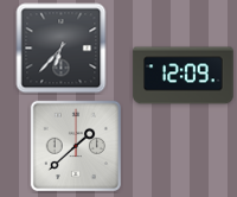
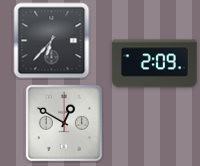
clock at (184, 76): 12:09 -> 2:09
clock at (76, 146): 1:38 -> 12:50
